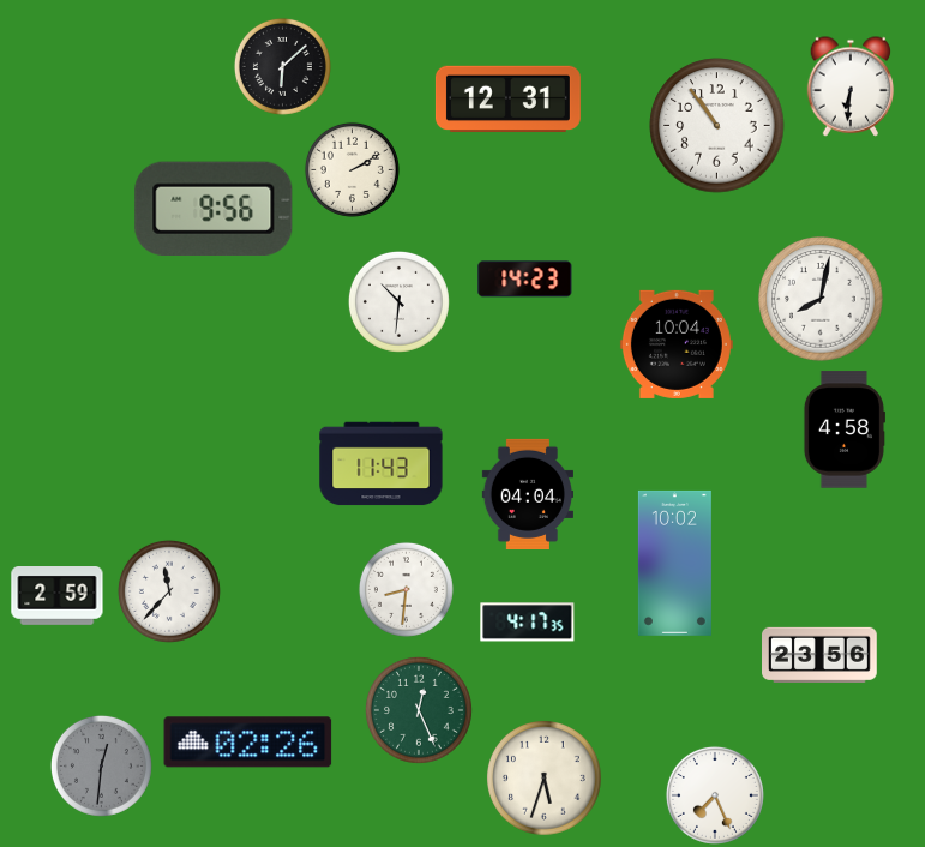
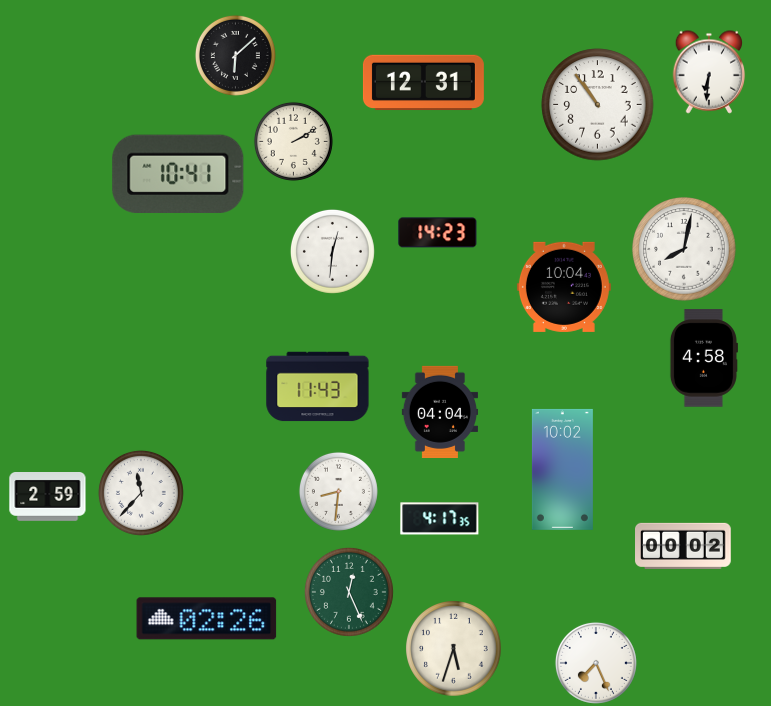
clock at (214, 209): 9:56 -> 10:41
clock at (398, 301): 10:31 -> 12:31
clock at (821, 655): 23:56 -> 00:02
clock at (101, 765): 12:31 -> none
